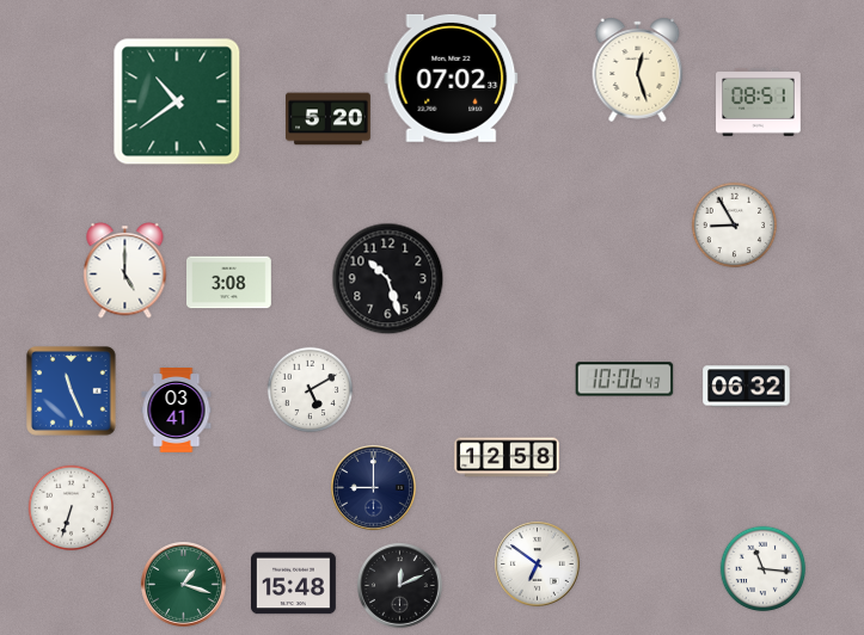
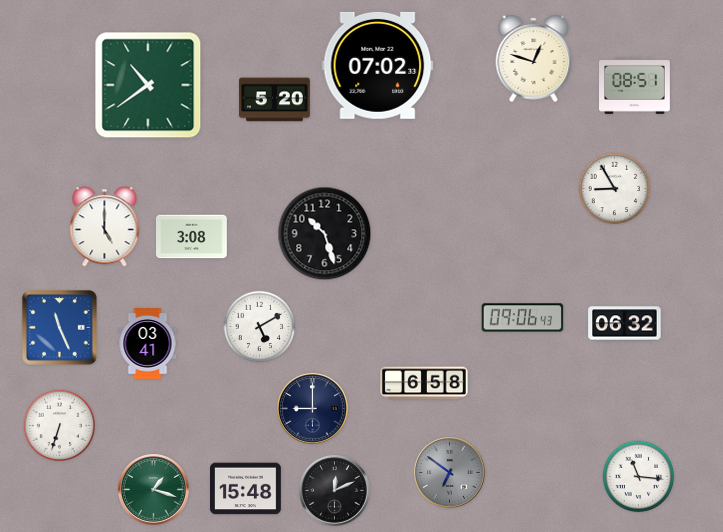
clock at (638, 69): 12:27 -> 12:48
clock at (625, 380): 10:06 -> 09:06
clock at (507, 457): 12:58 -> 6:58
clock at (538, 565) dial: white -> grey
